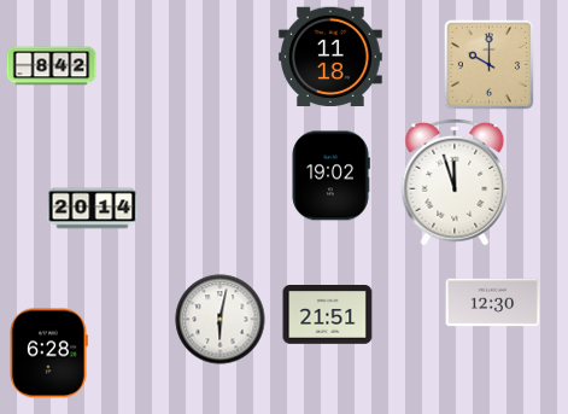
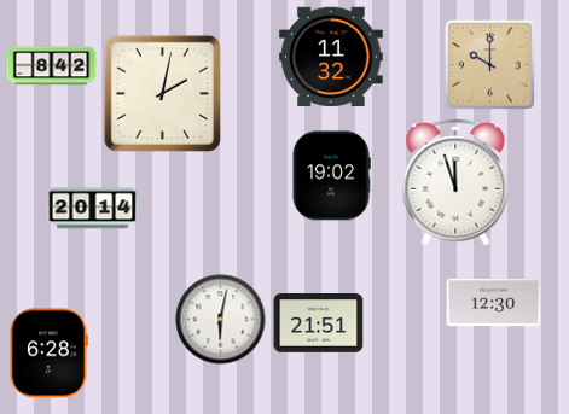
clock at (332, 57): 11:18 -> 11:32
clock at (162, 93): none -> 2:02
clock at (328, 315) position: (328, 315) -> (319, 323)
